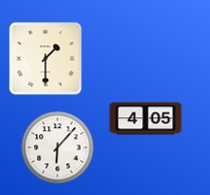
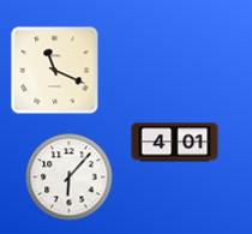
clock at (46, 59): 1:30 -> 11:19
clock at (146, 119): 4:05 -> 4:01
